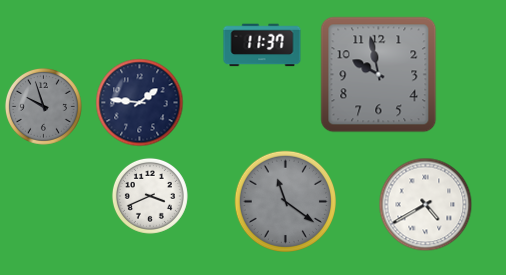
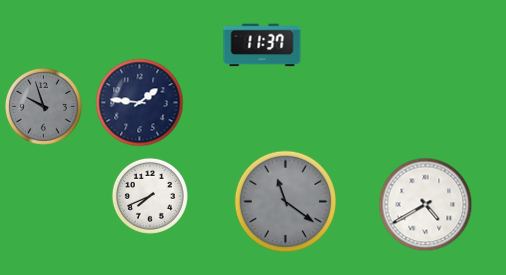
clock at (379, 75): 9:58 -> none
clock at (150, 196): 3:41 -> 7:41
